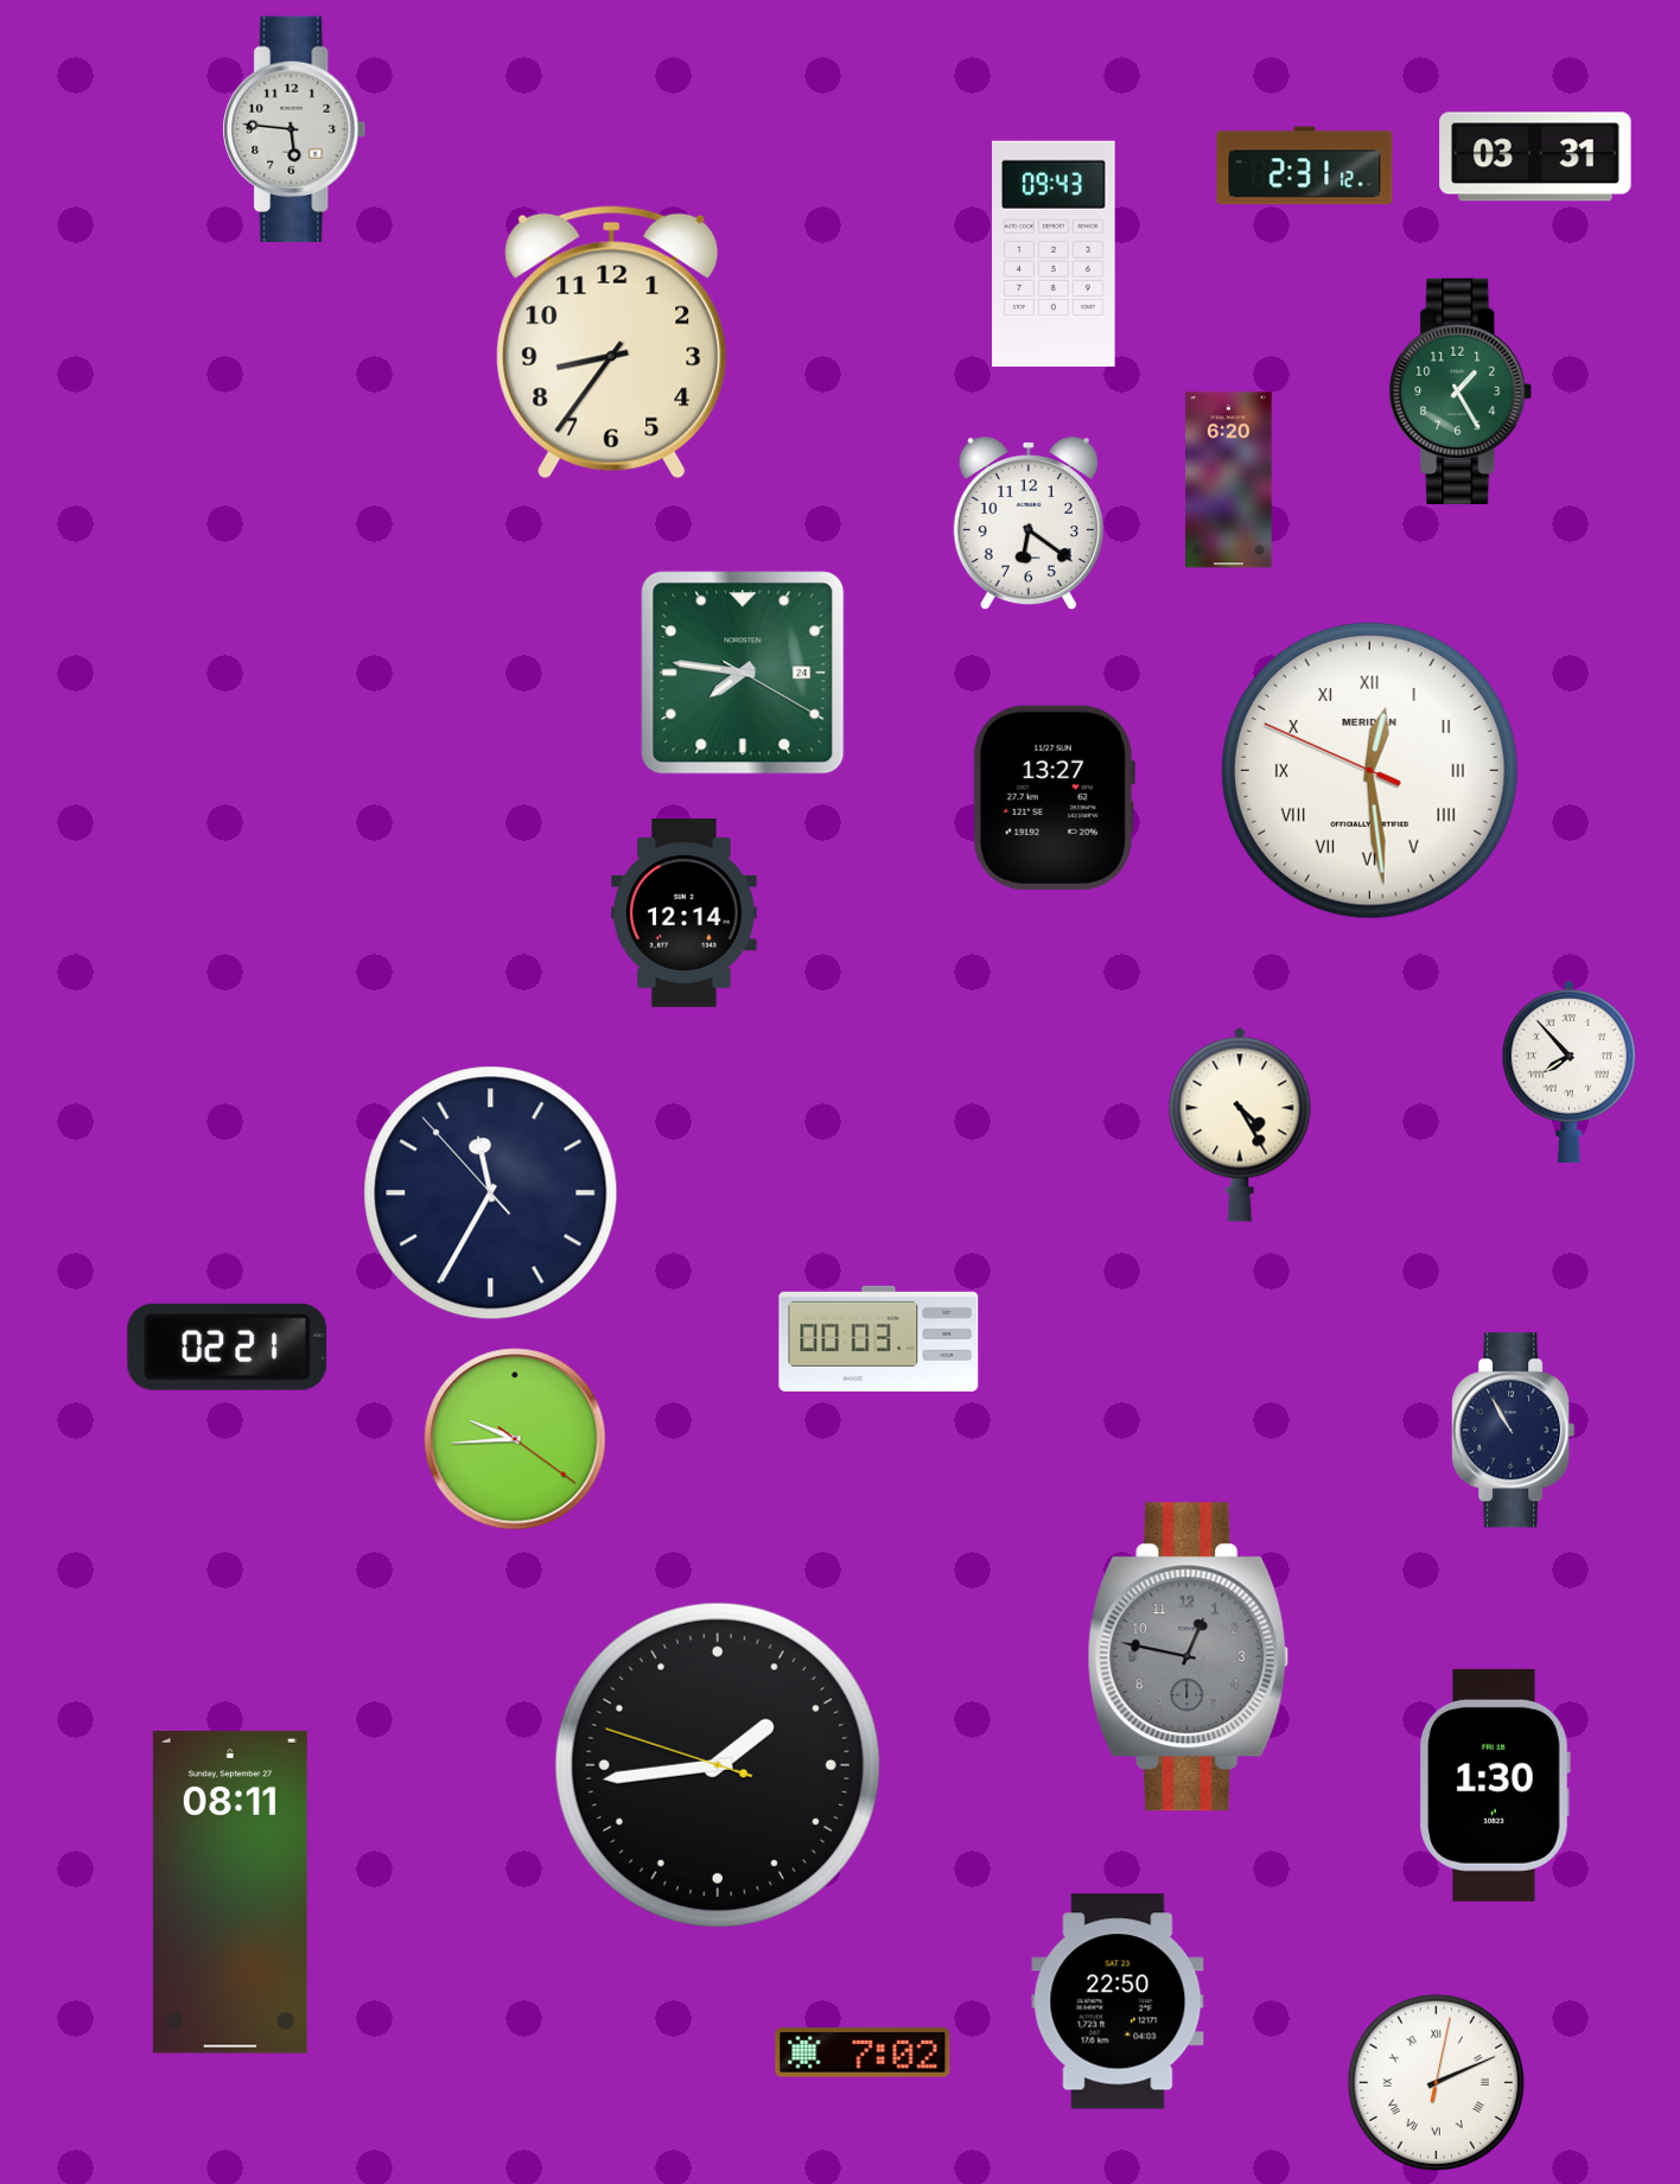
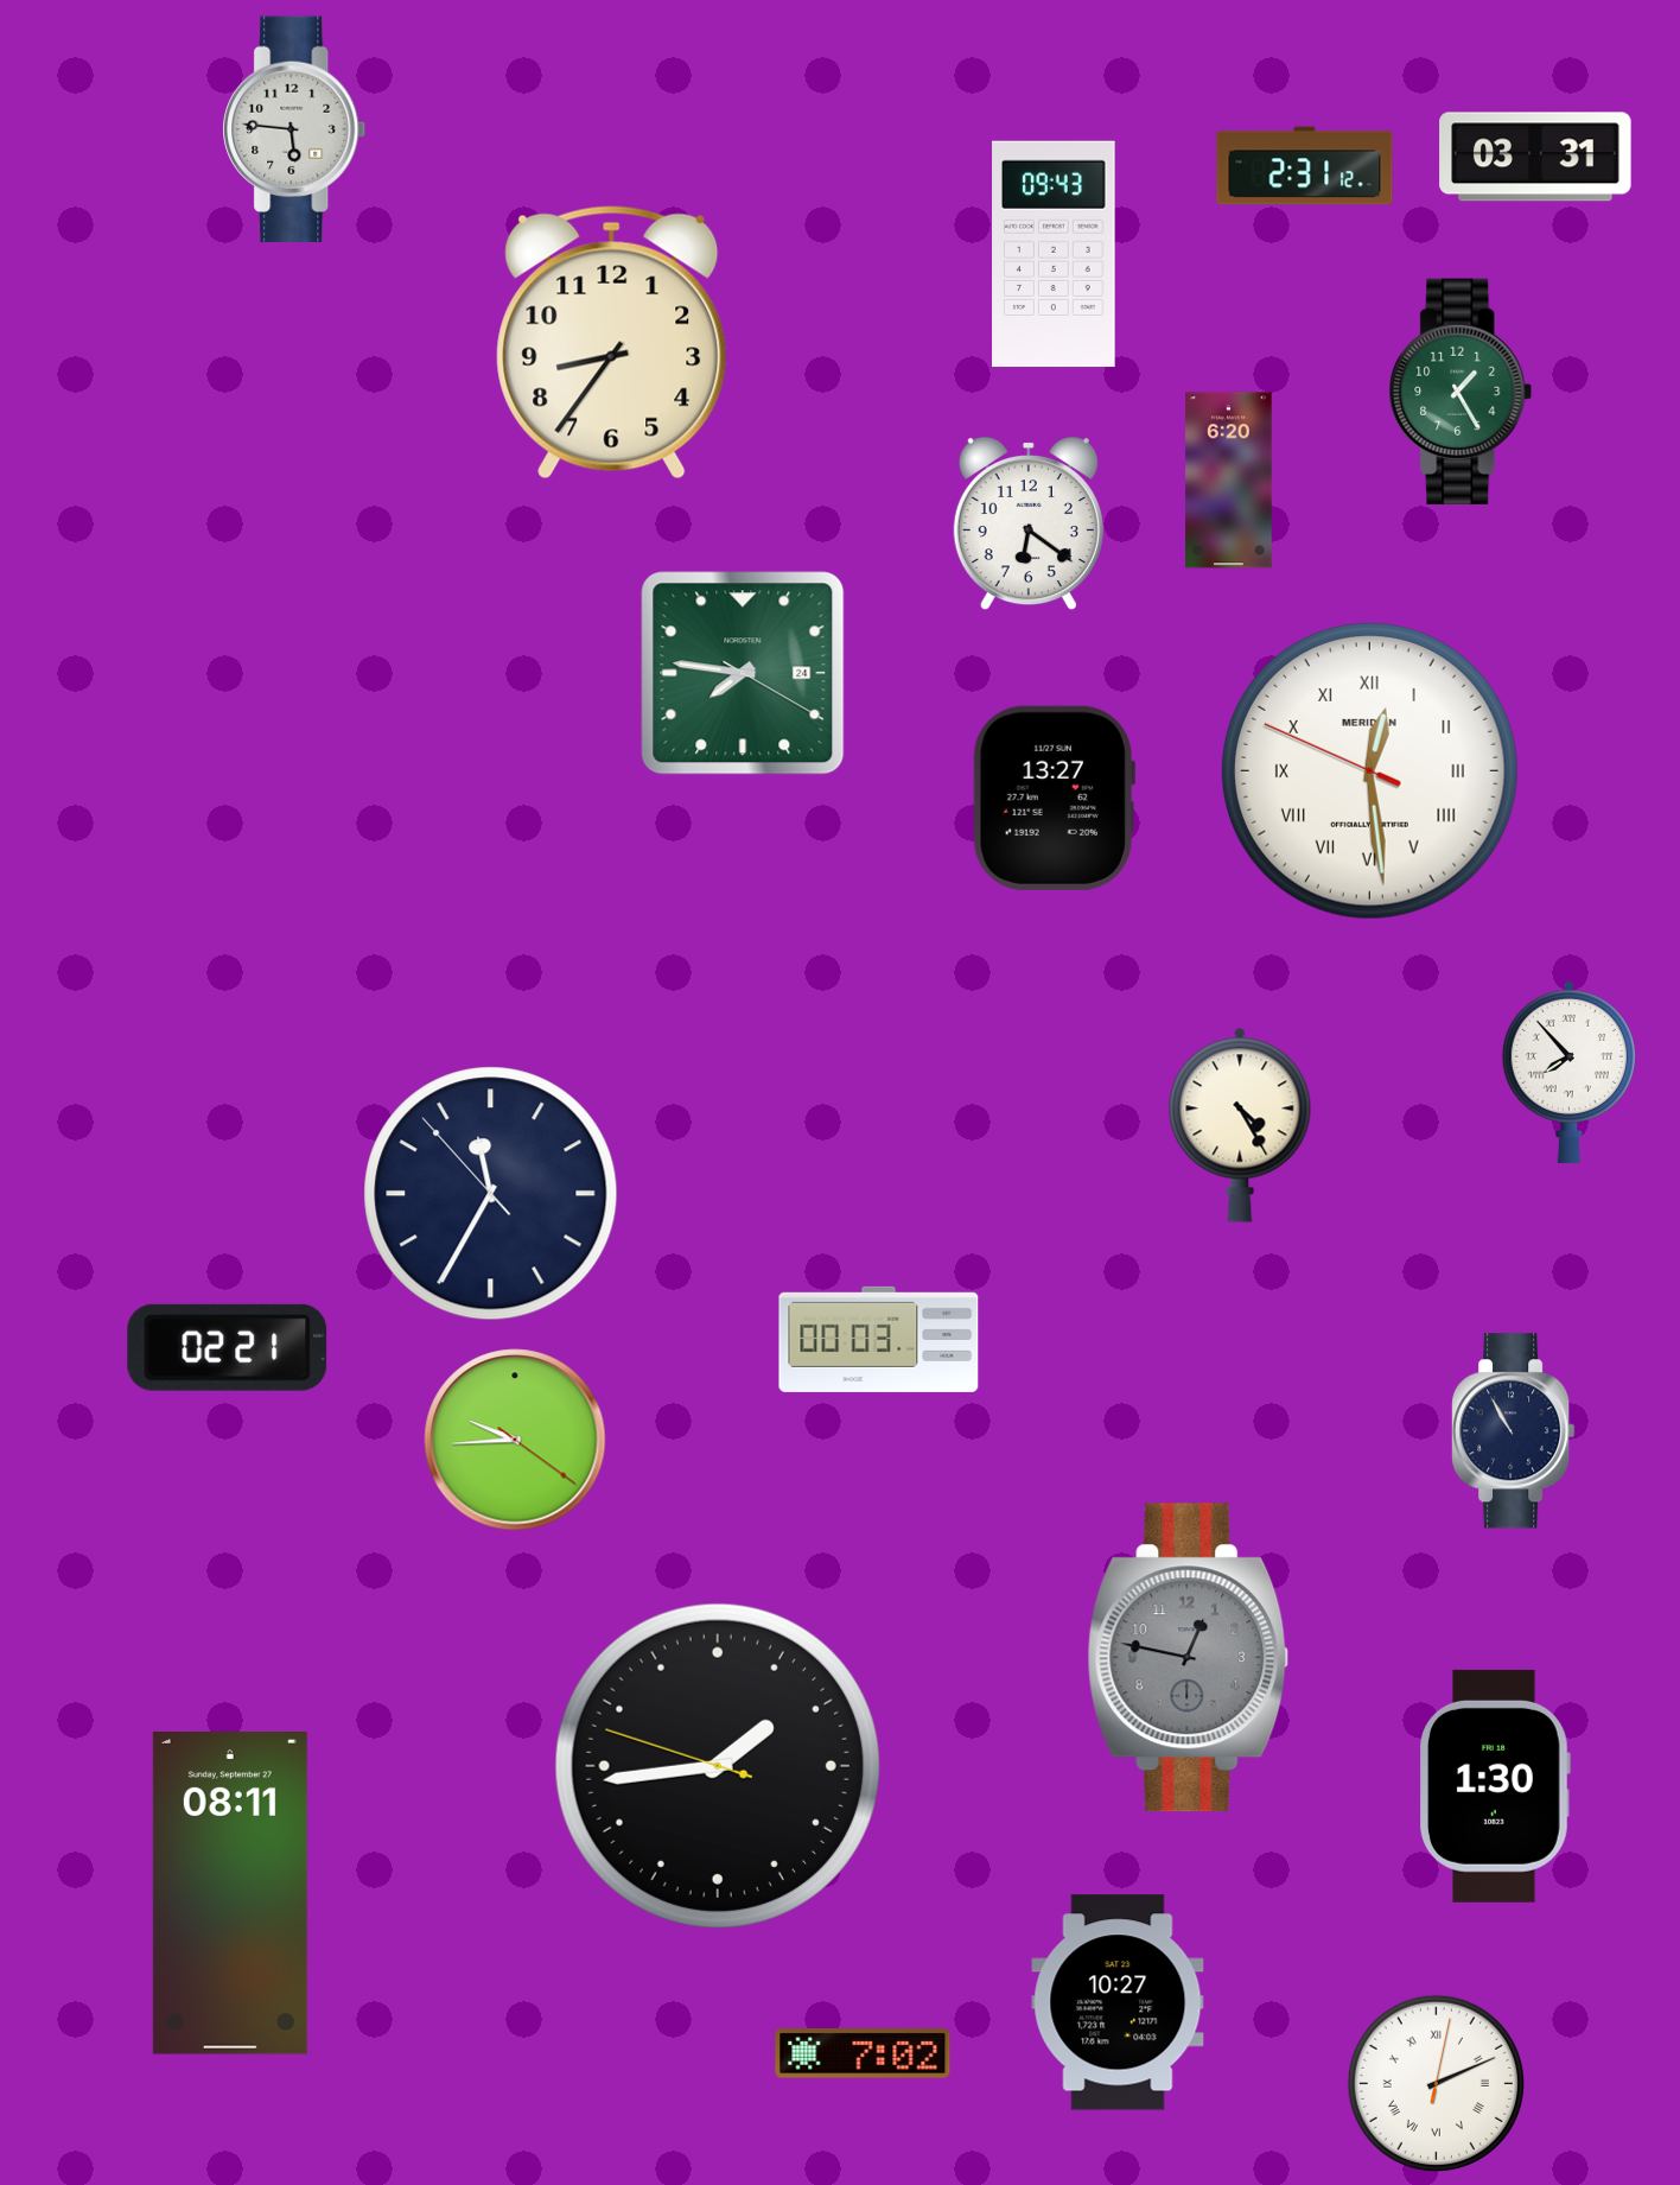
clock at (685, 912): 12:14 -> none
clock at (1118, 2001): 22:50 -> 10:27
